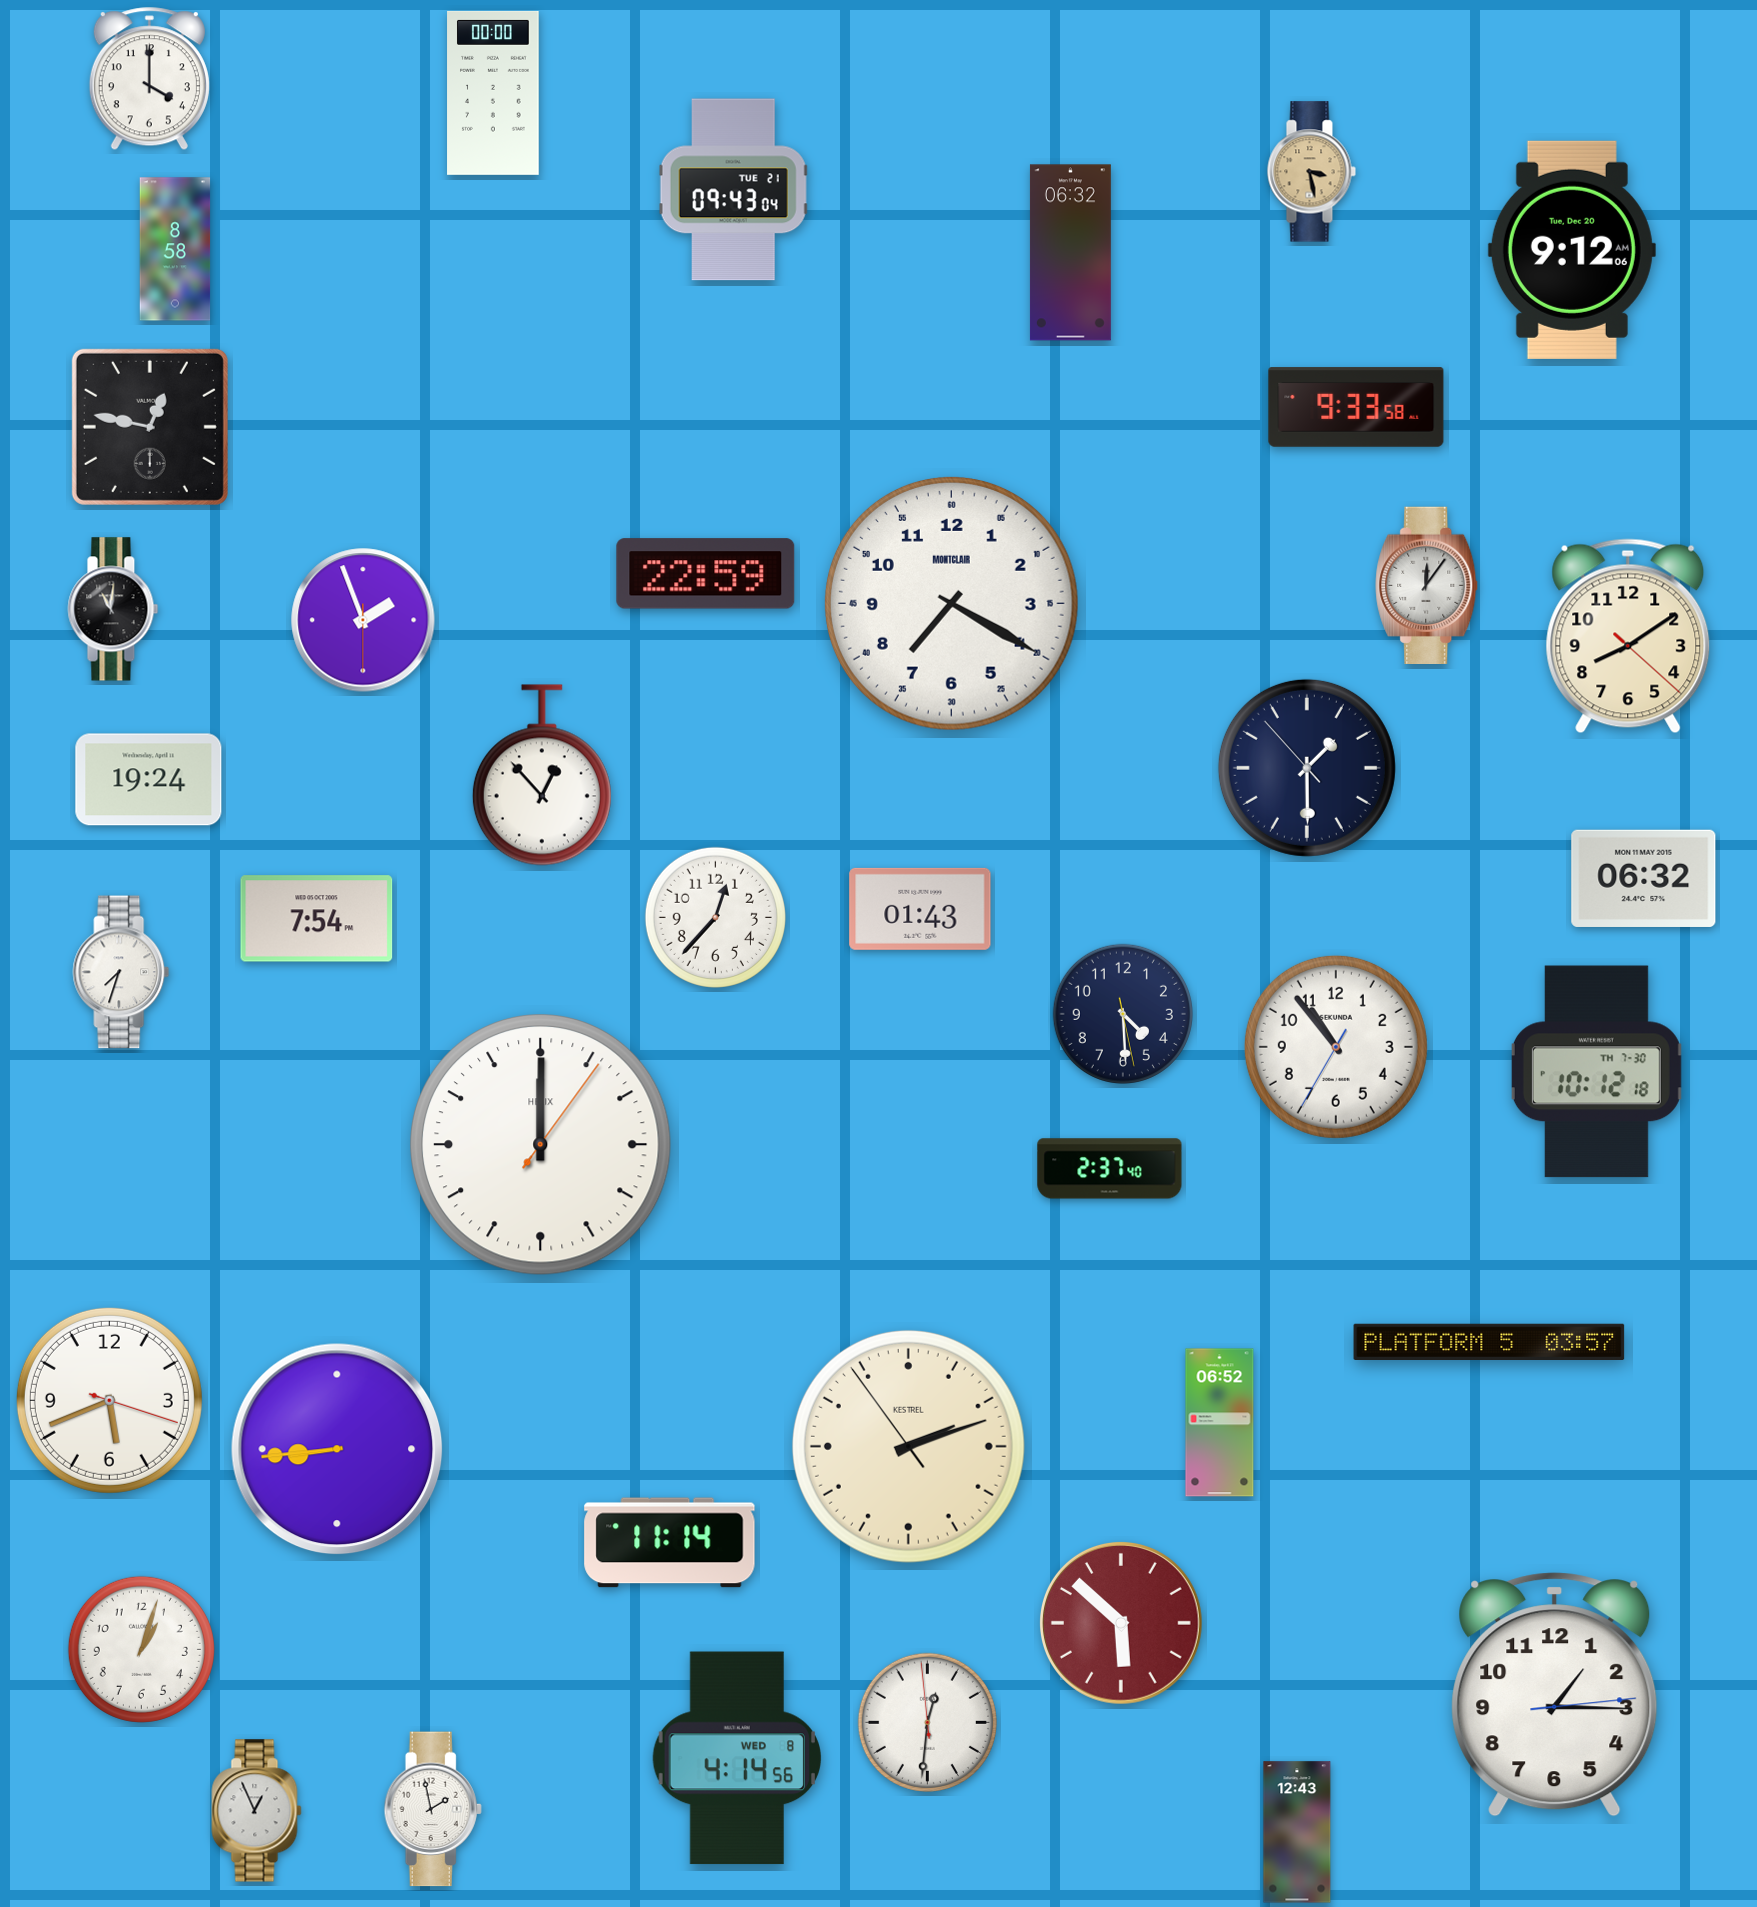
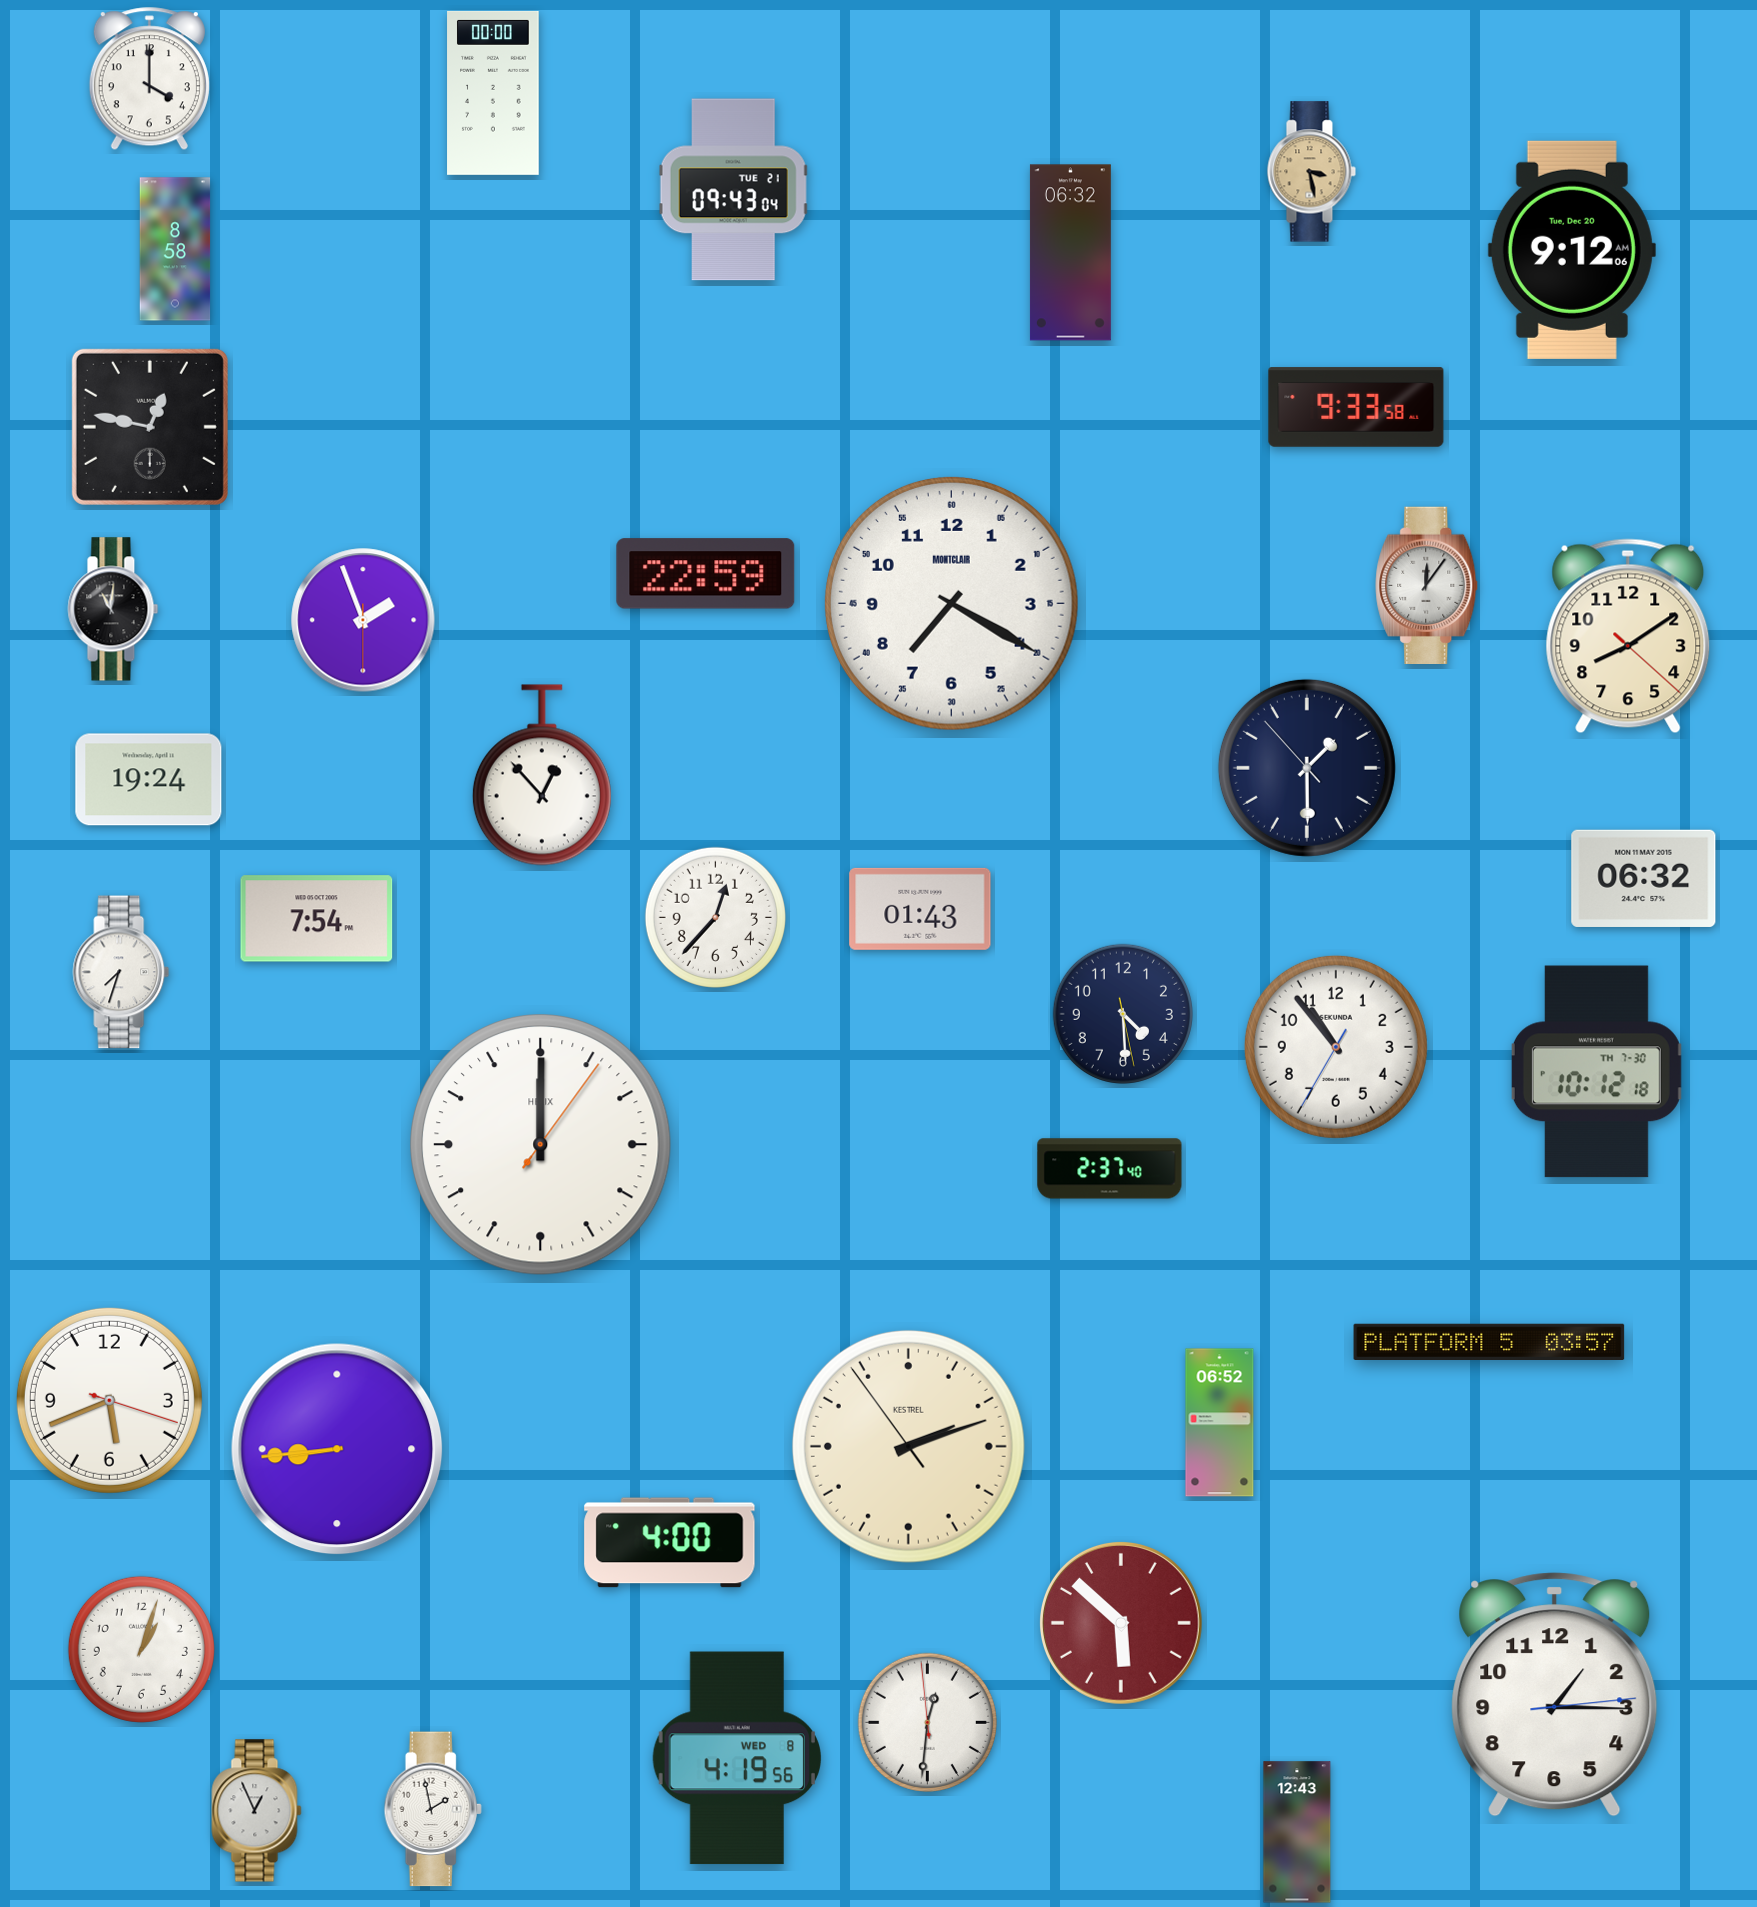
clock at (670, 1543): 11:14 -> 4:00
clock at (737, 1758): 4:14 -> 4:19
